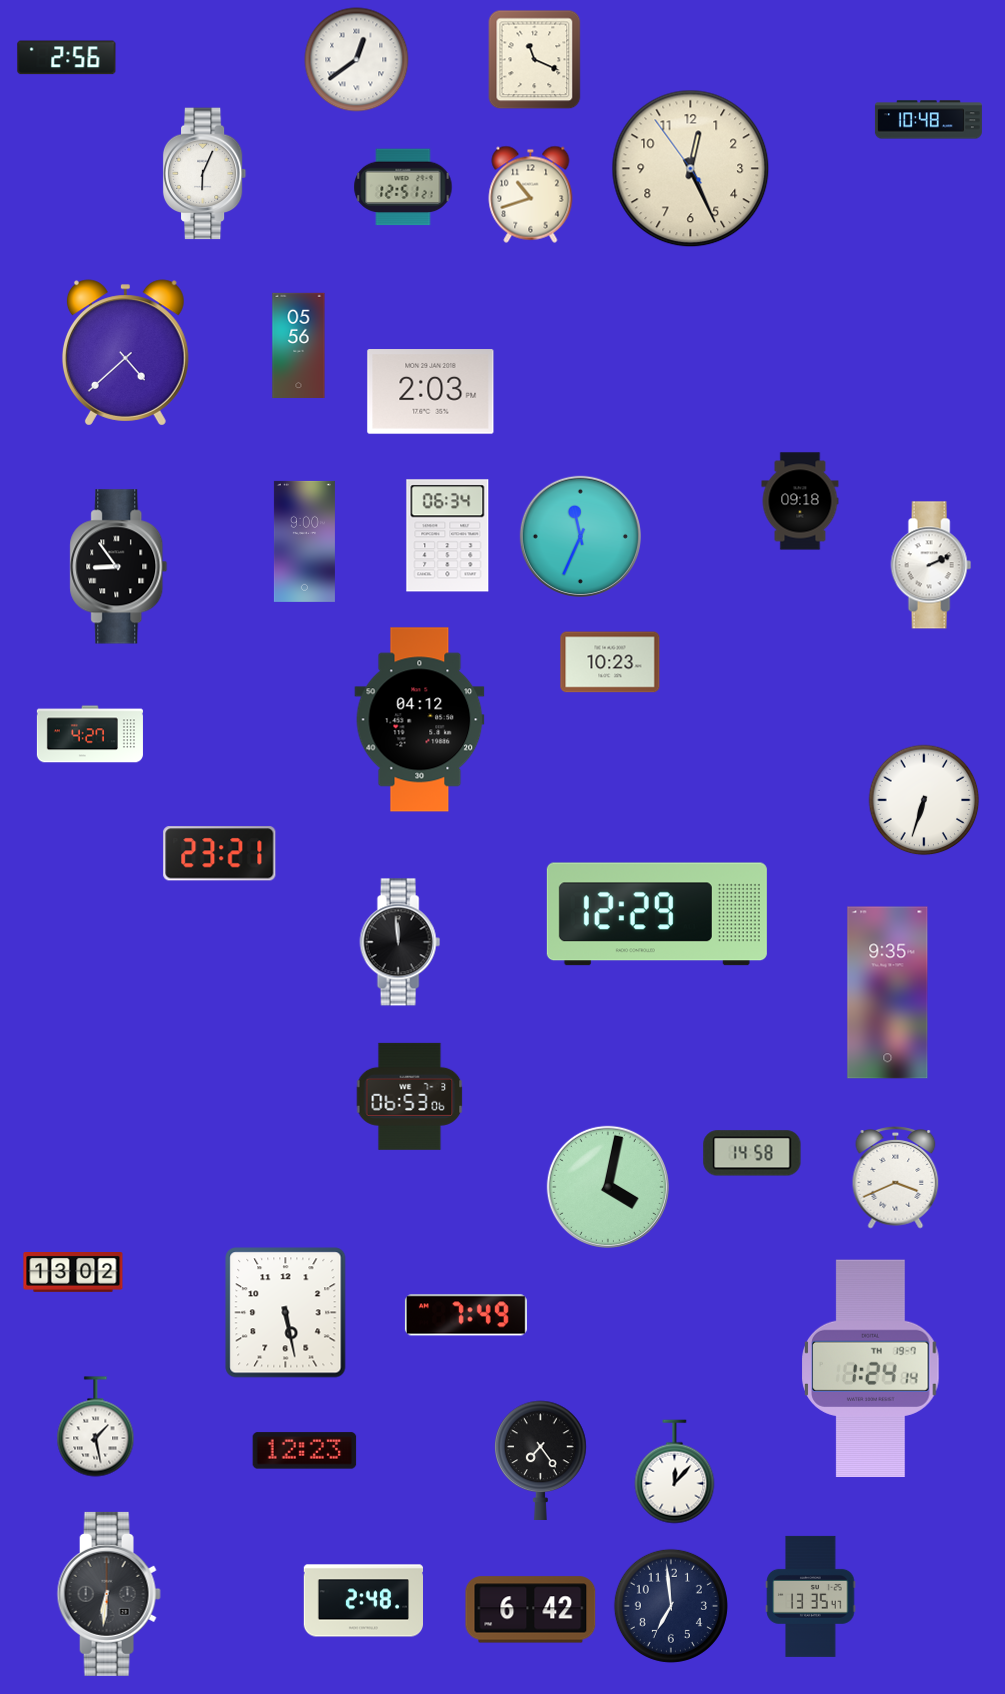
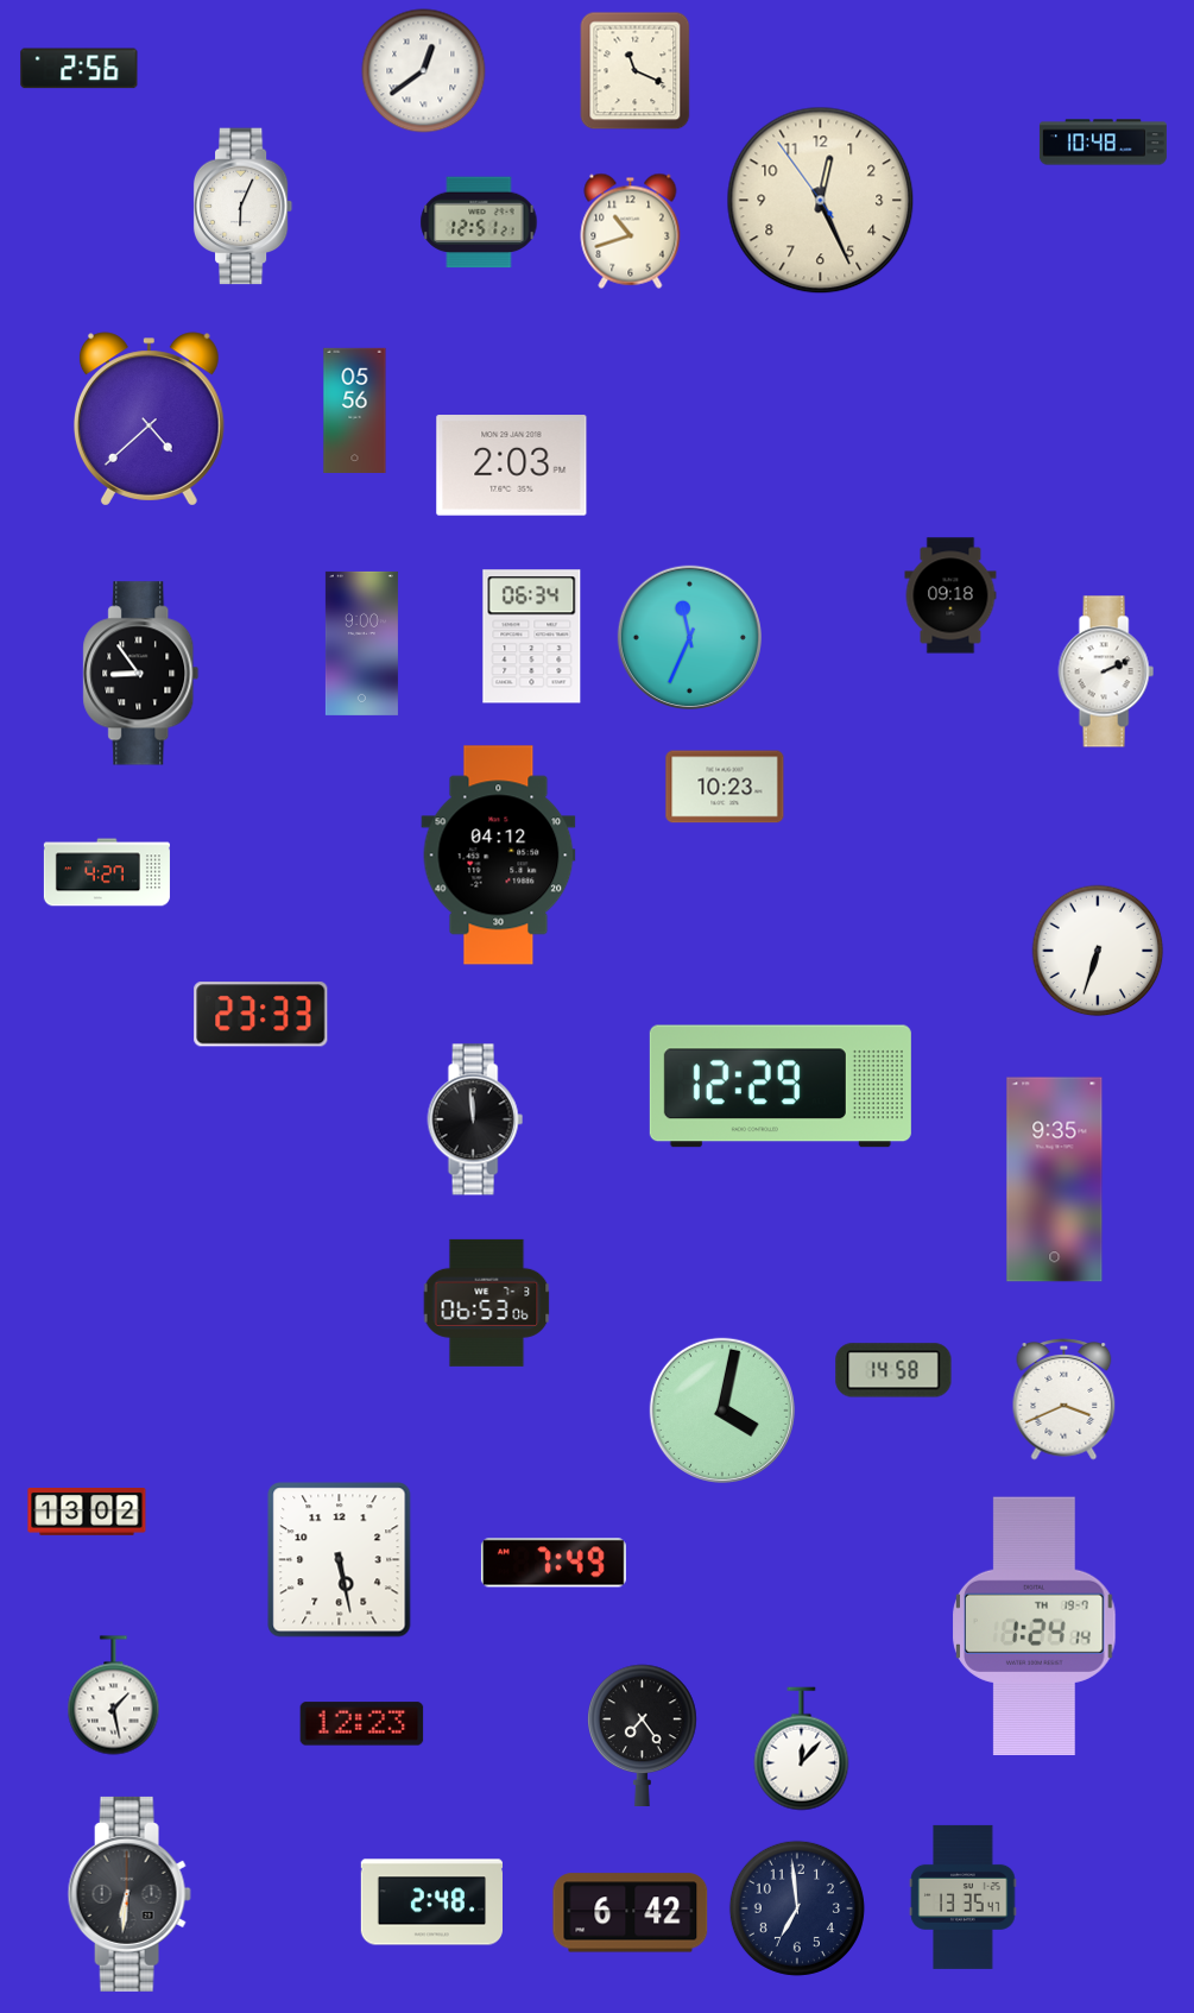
clock at (220, 854): 23:21 -> 23:33
